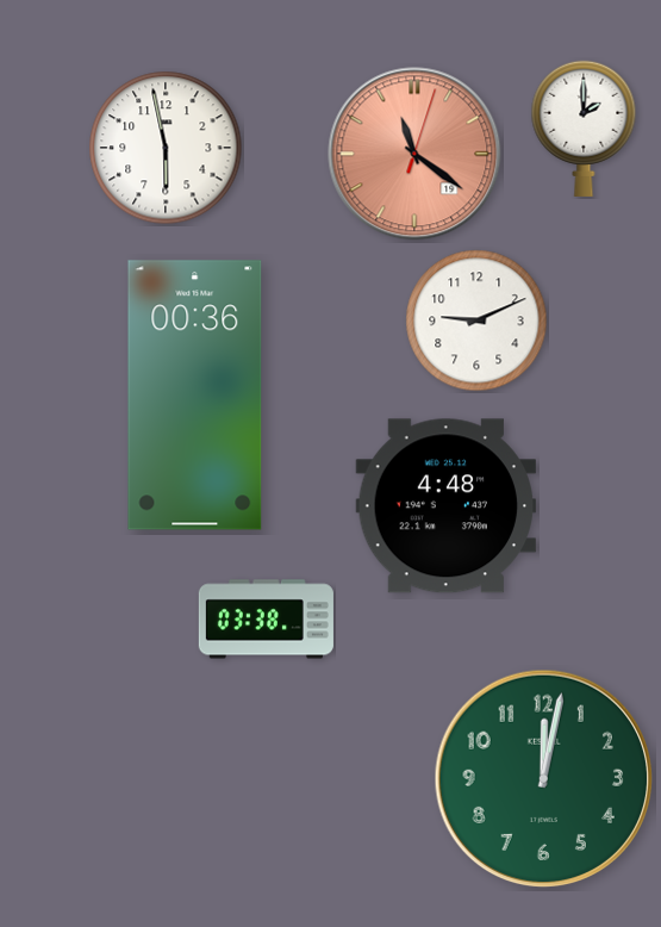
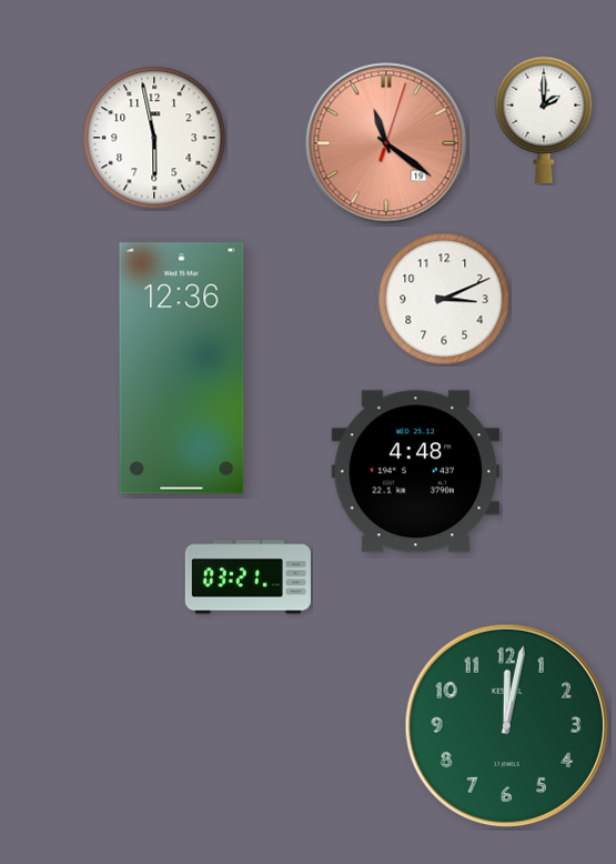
clock at (476, 321): 9:11 -> 3:11
clock at (195, 396): 00:36 -> 12:36
clock at (266, 620): 03:38 -> 03:21
